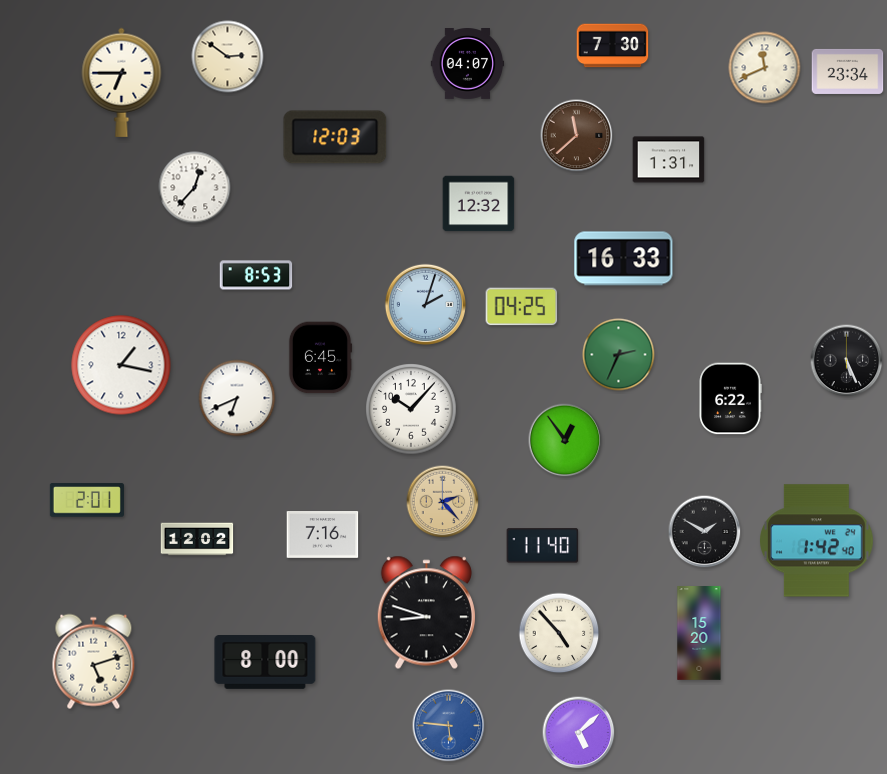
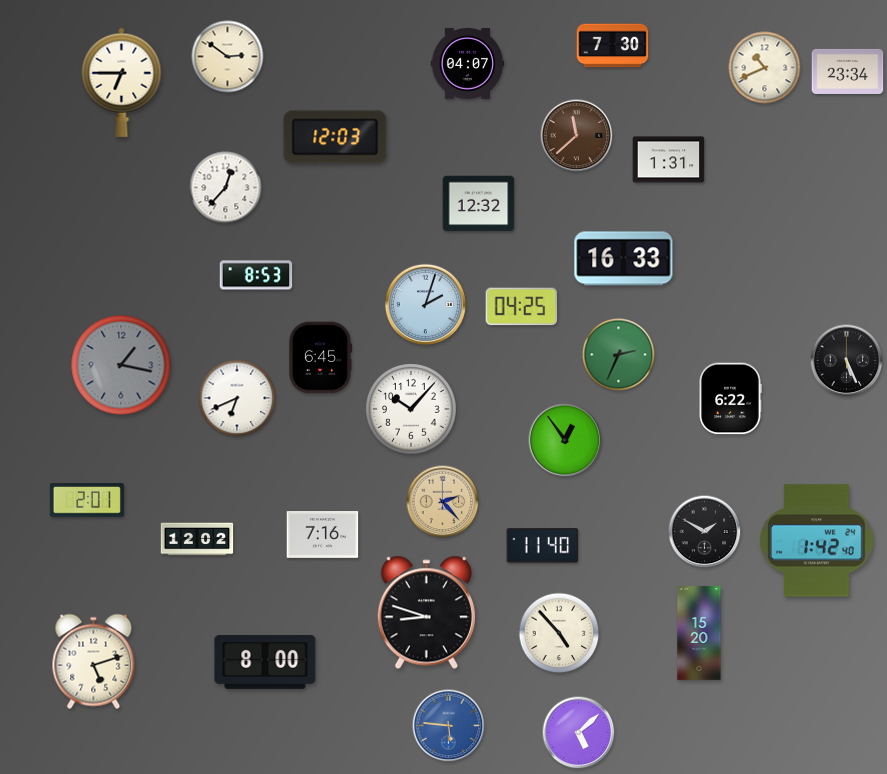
clock at (765, 68): 11:41 -> 10:41
clock at (195, 188) position: (195, 188) -> (226, 188)
clock at (121, 365) dial: white -> grey
